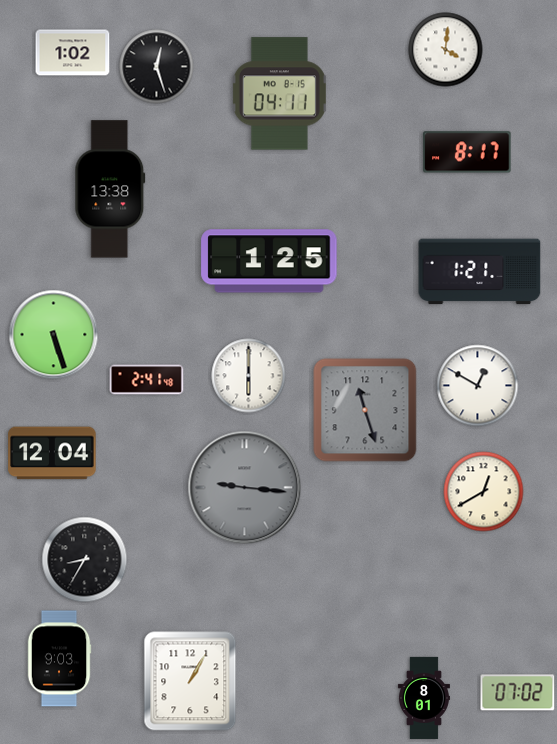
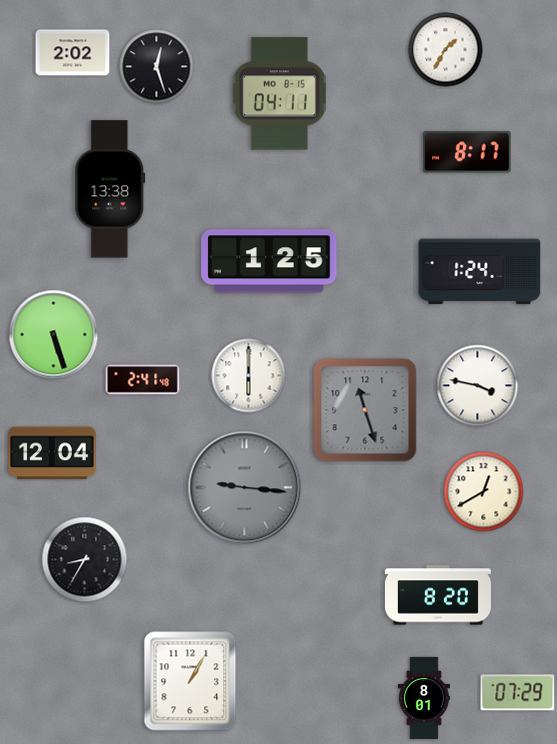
clock at (446, 50): 4:01 -> 1:35
clock at (73, 53): 1:02 -> 2:02
clock at (480, 272): 1:21 -> 1:24
clock at (147, 380) position: (147, 380) -> (143, 380)
clock at (478, 386): 12:50 -> 3:47
clock at (438, 595): none -> 8:20
clock at (59, 659): 9:03 -> none
clock at (518, 693): 07:02 -> 07:29
